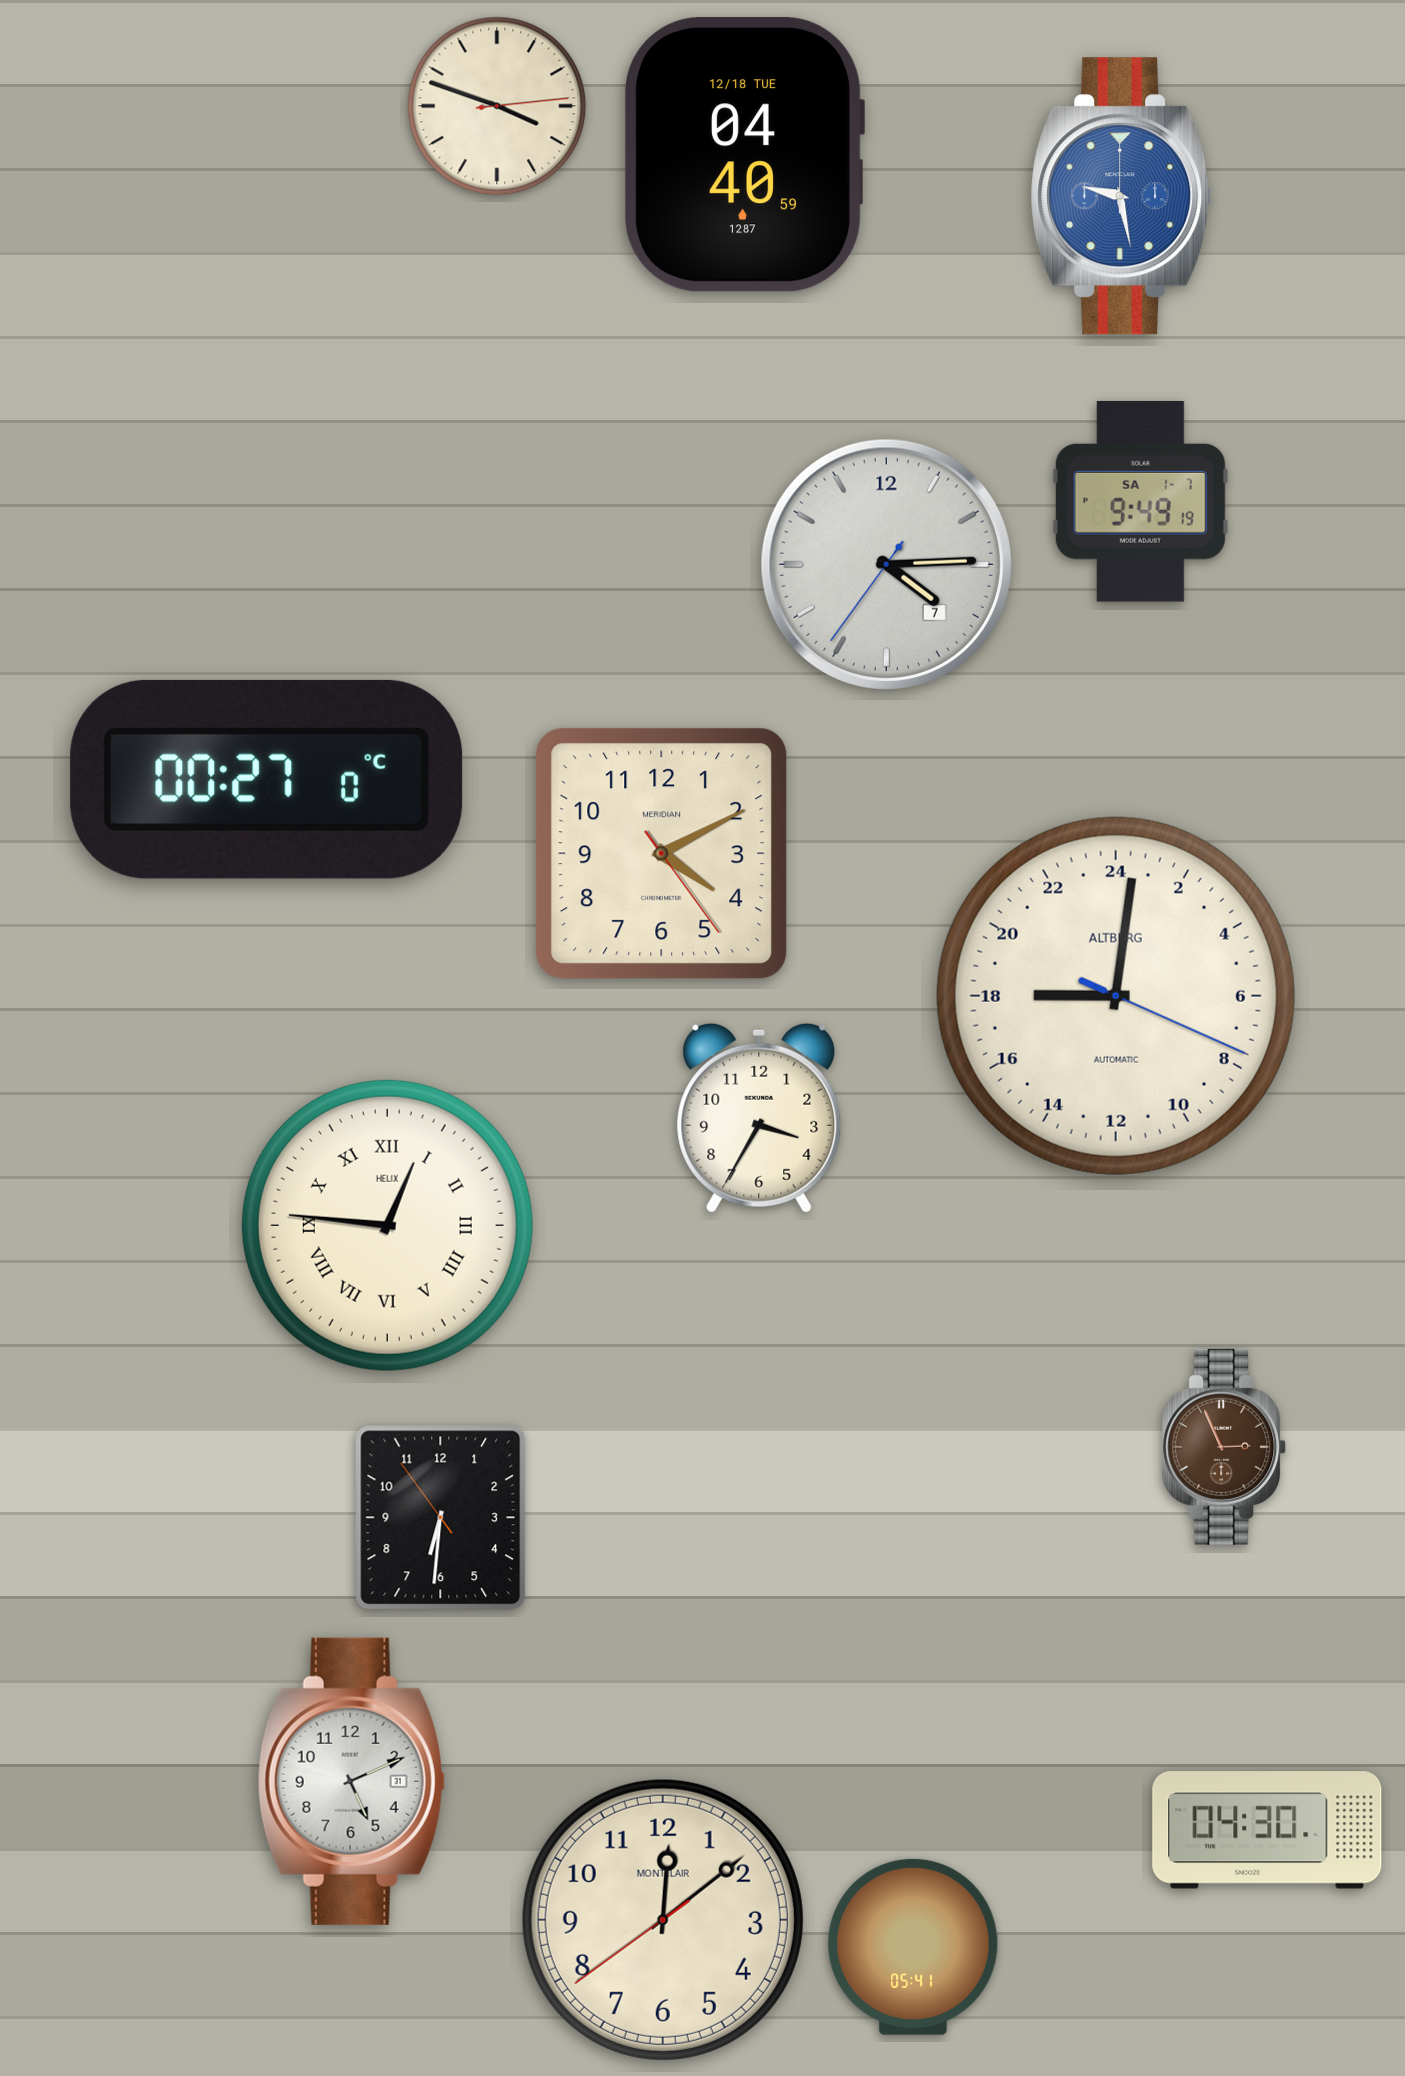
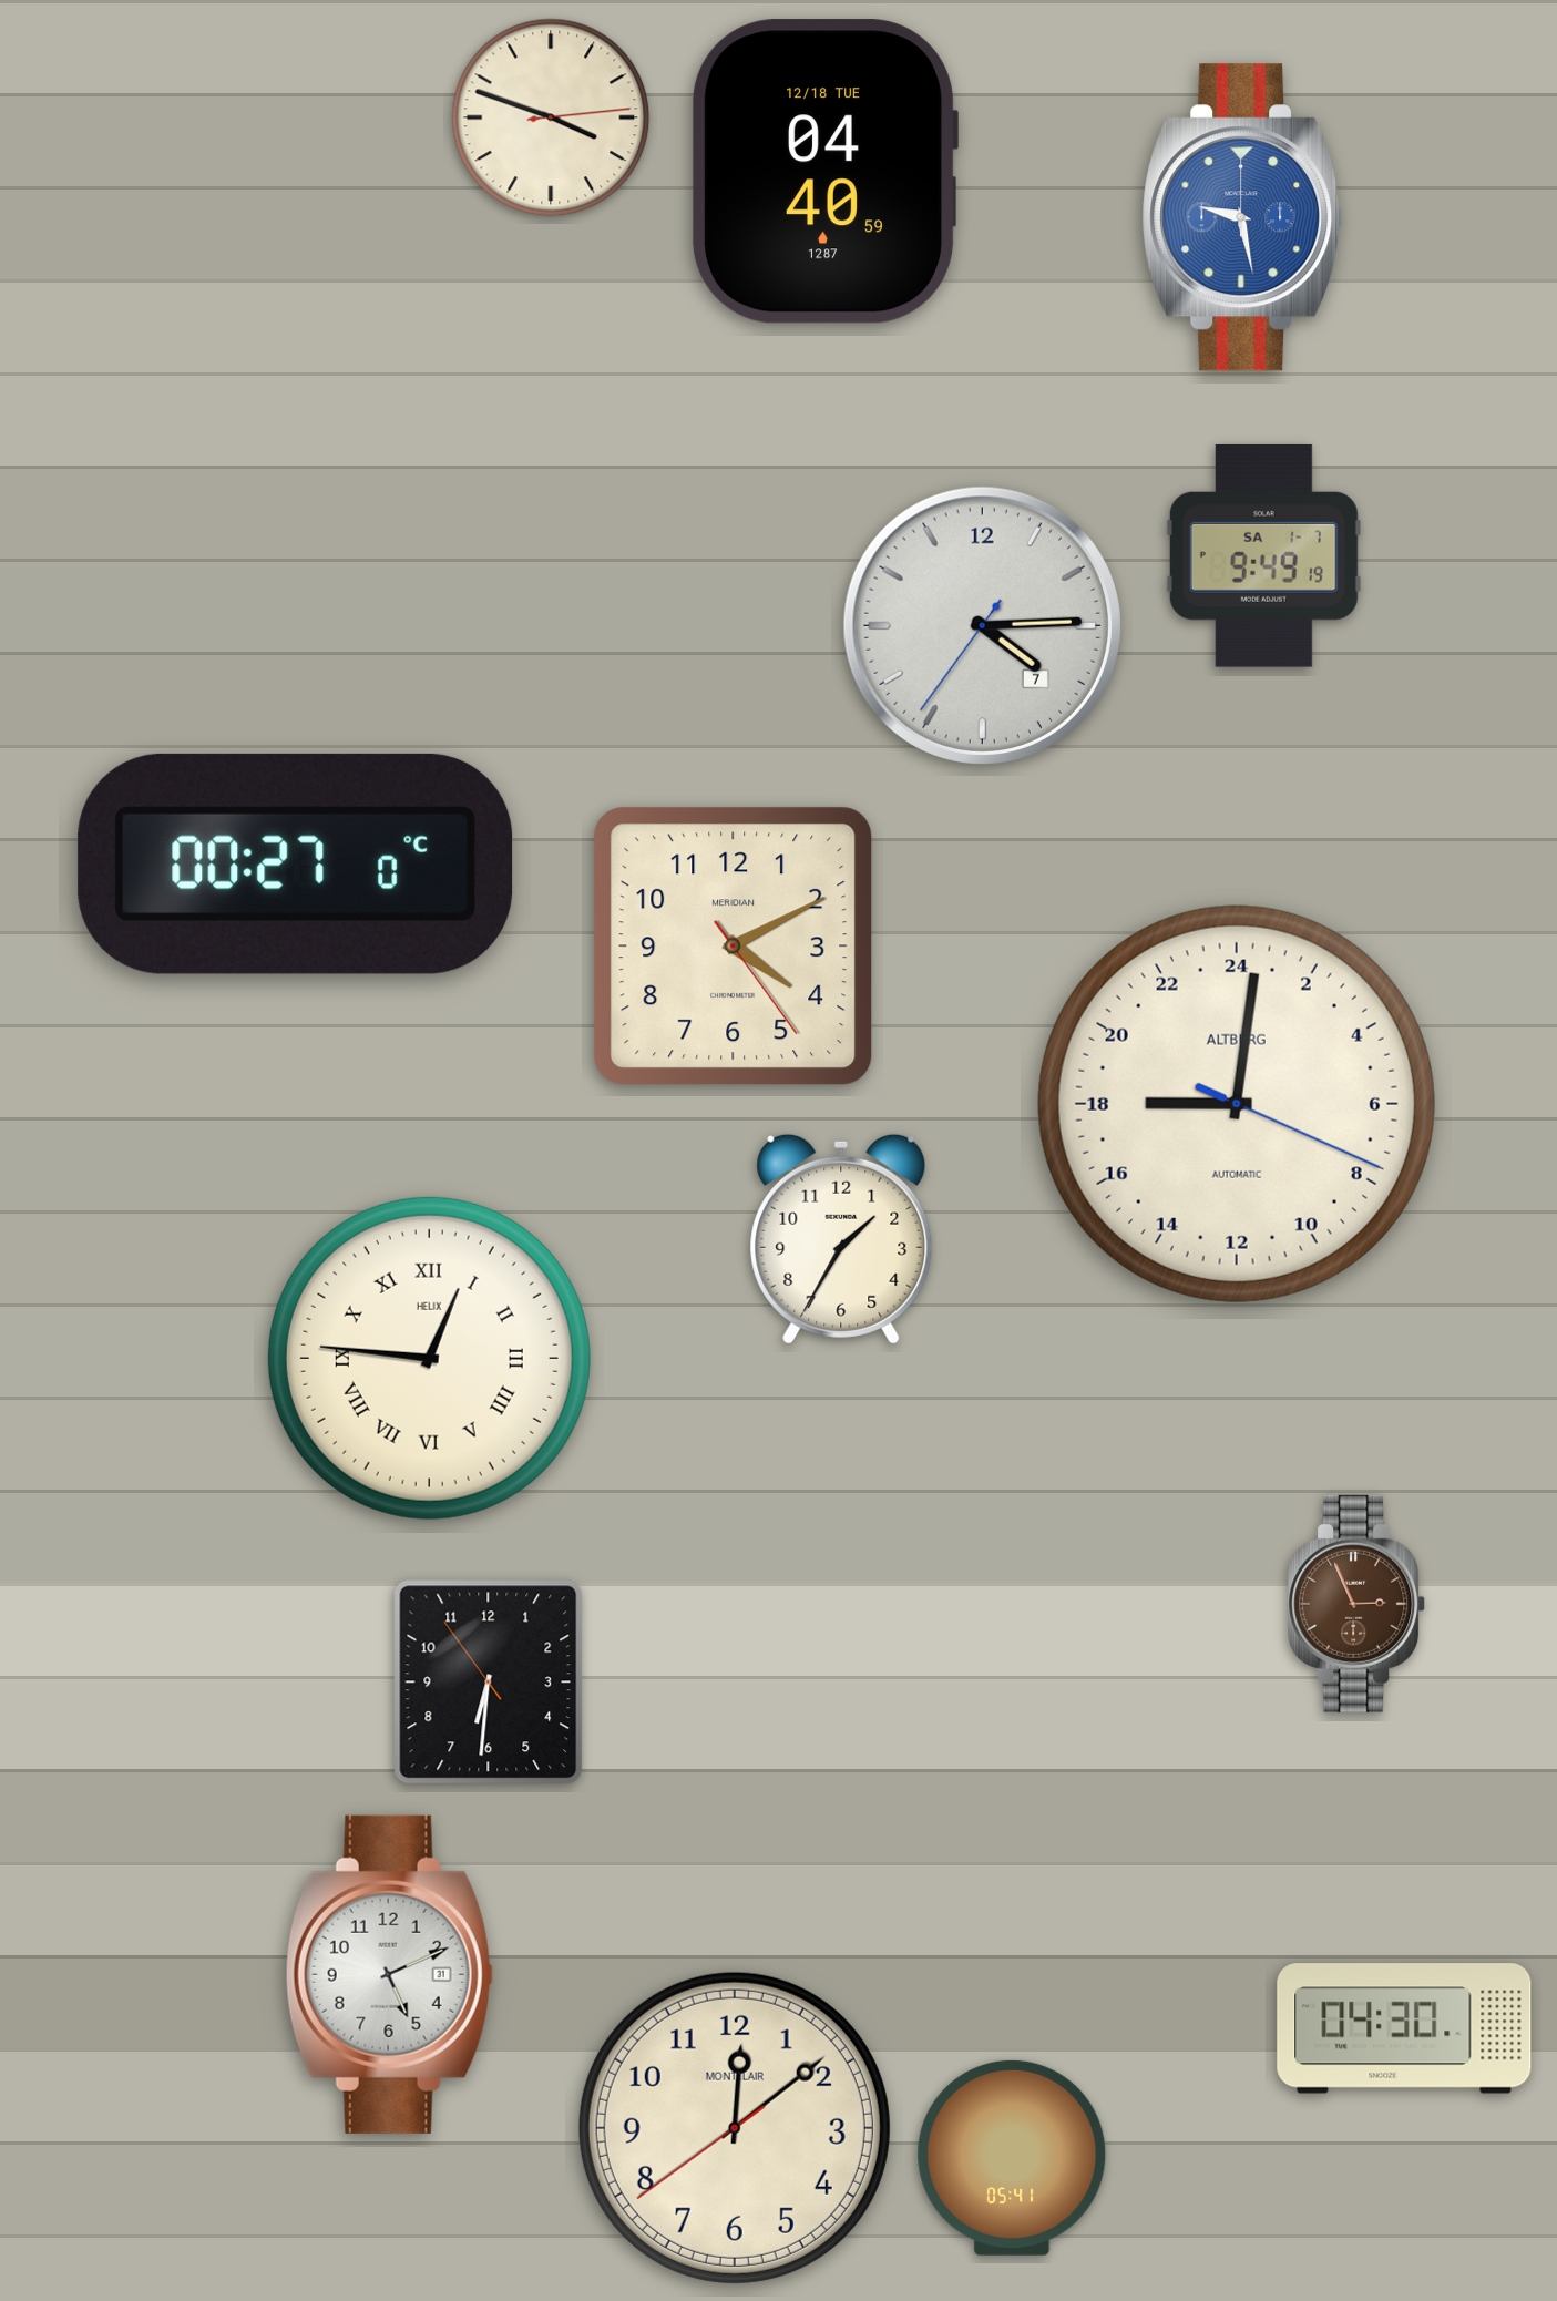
clock at (759, 1118): 3:35 -> 1:35
